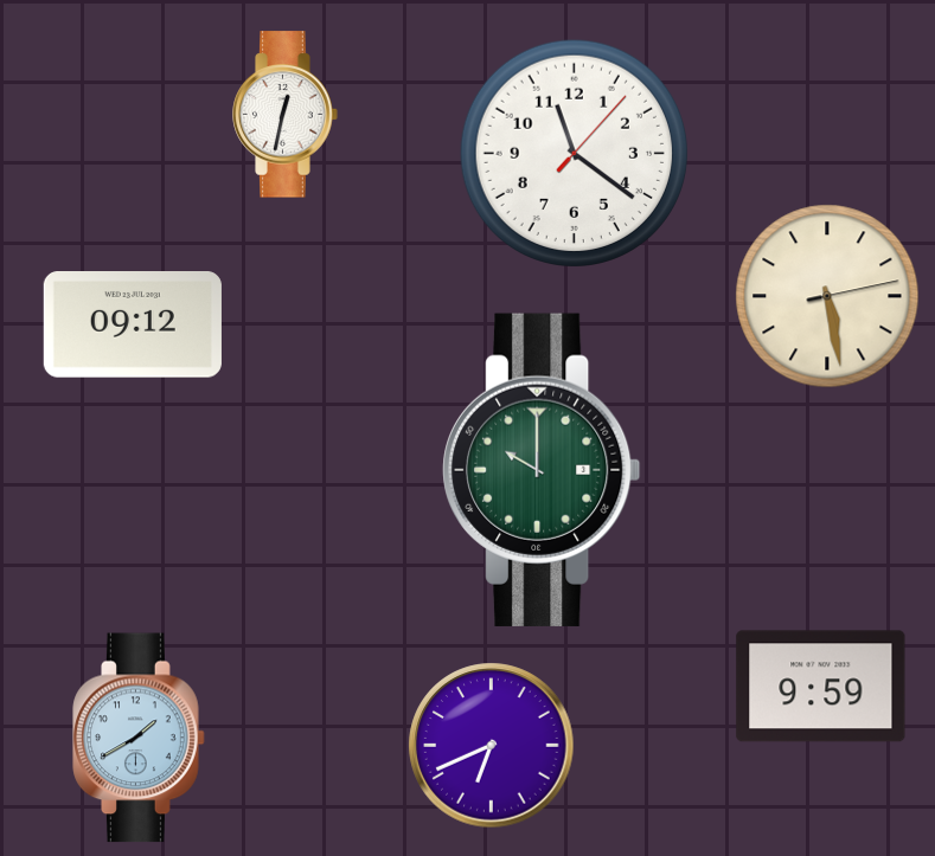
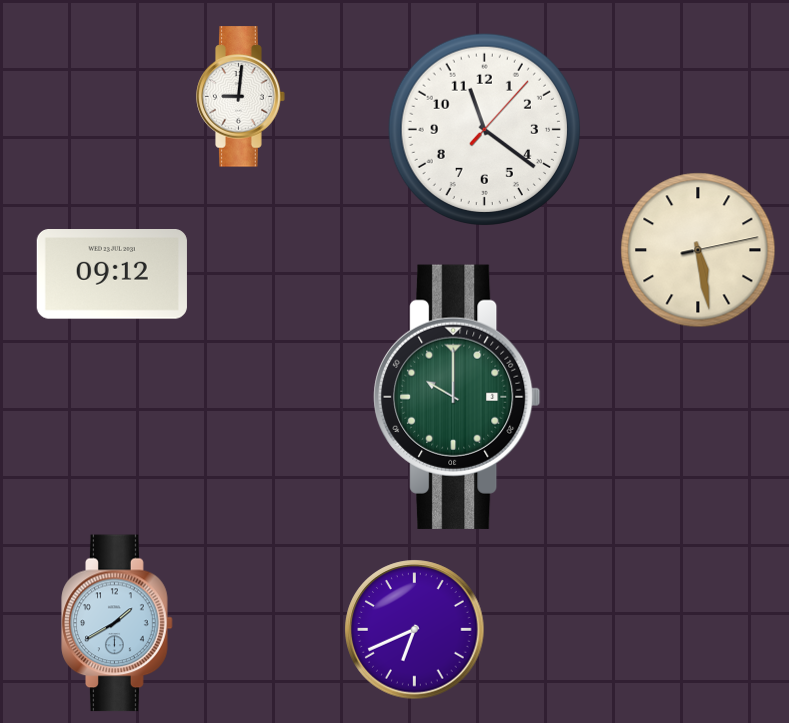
clock at (286, 115): 12:32 -> 9:01
clock at (821, 687): 9:59 -> none
